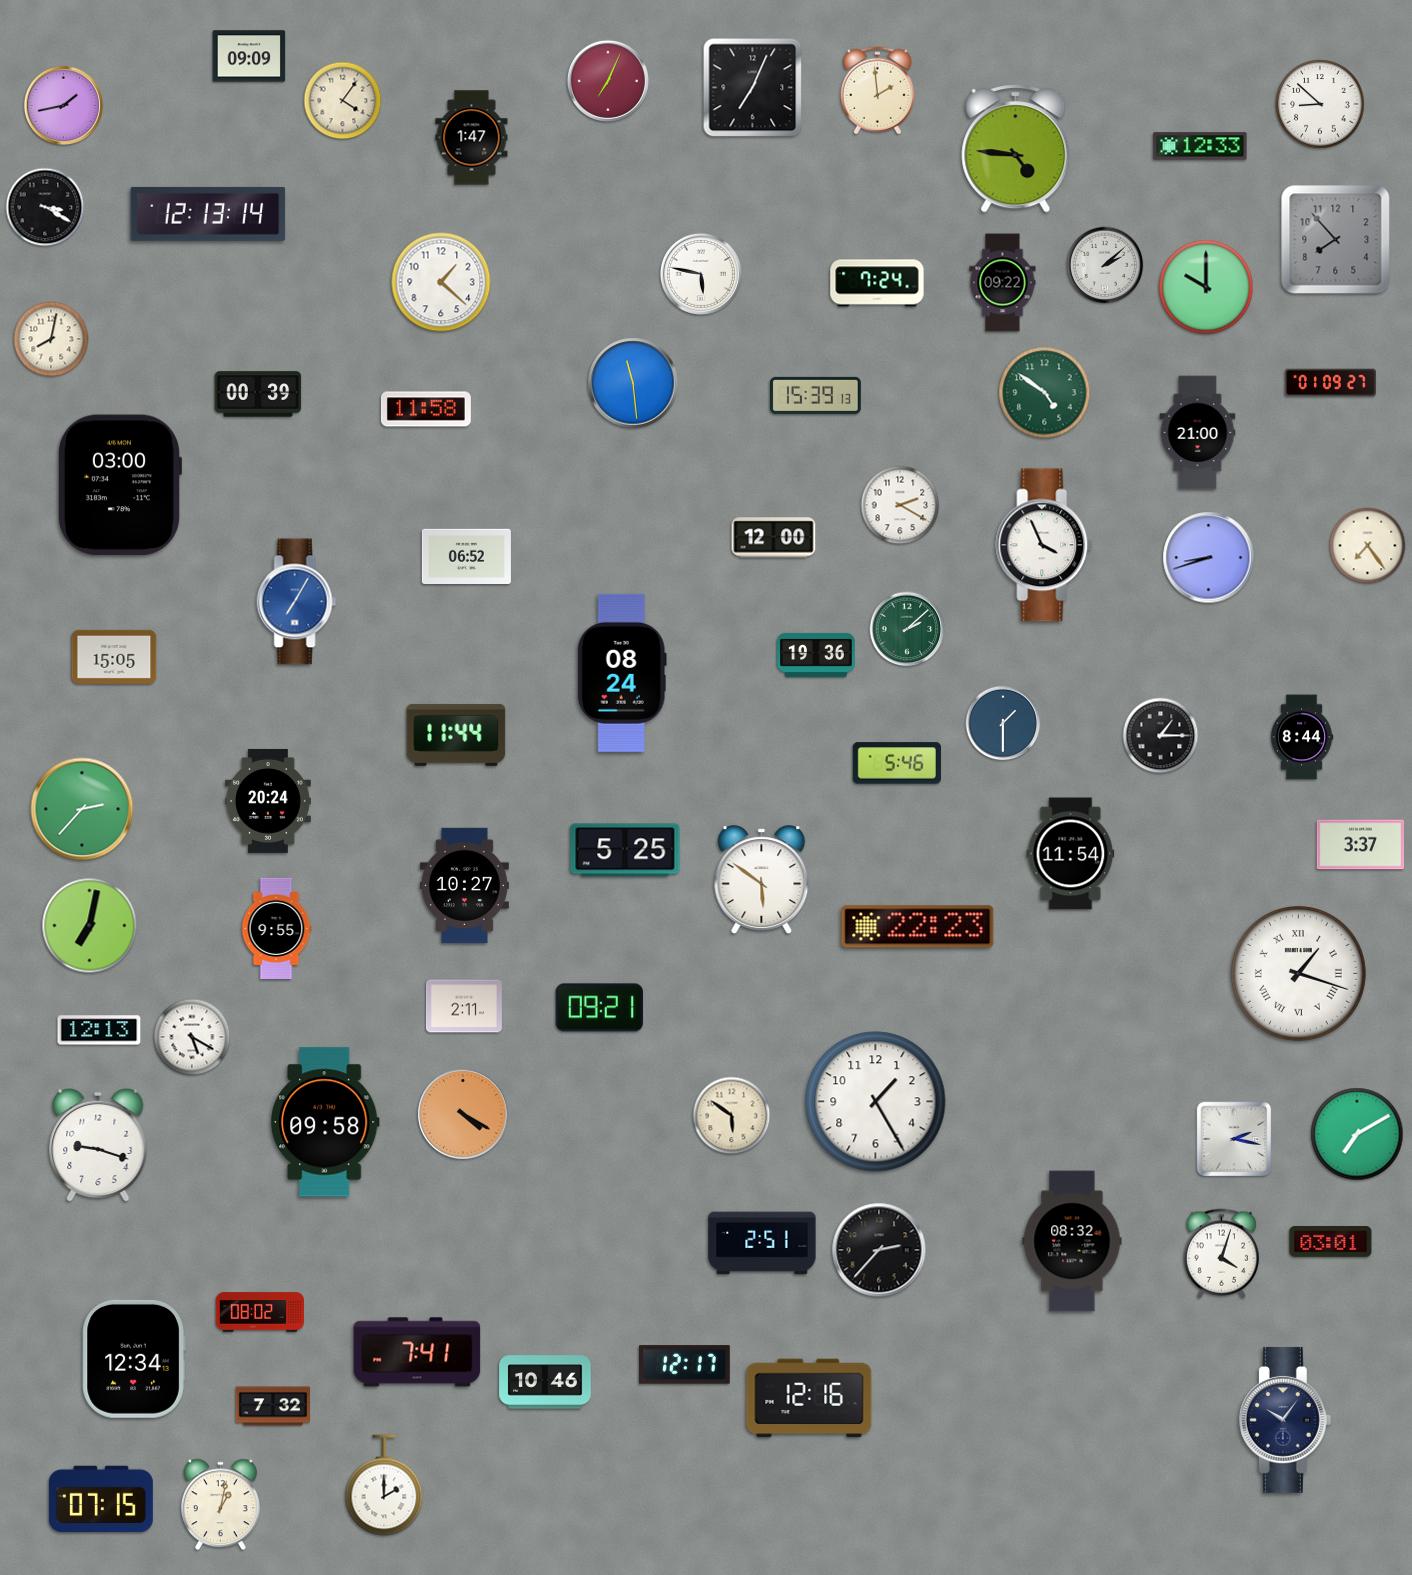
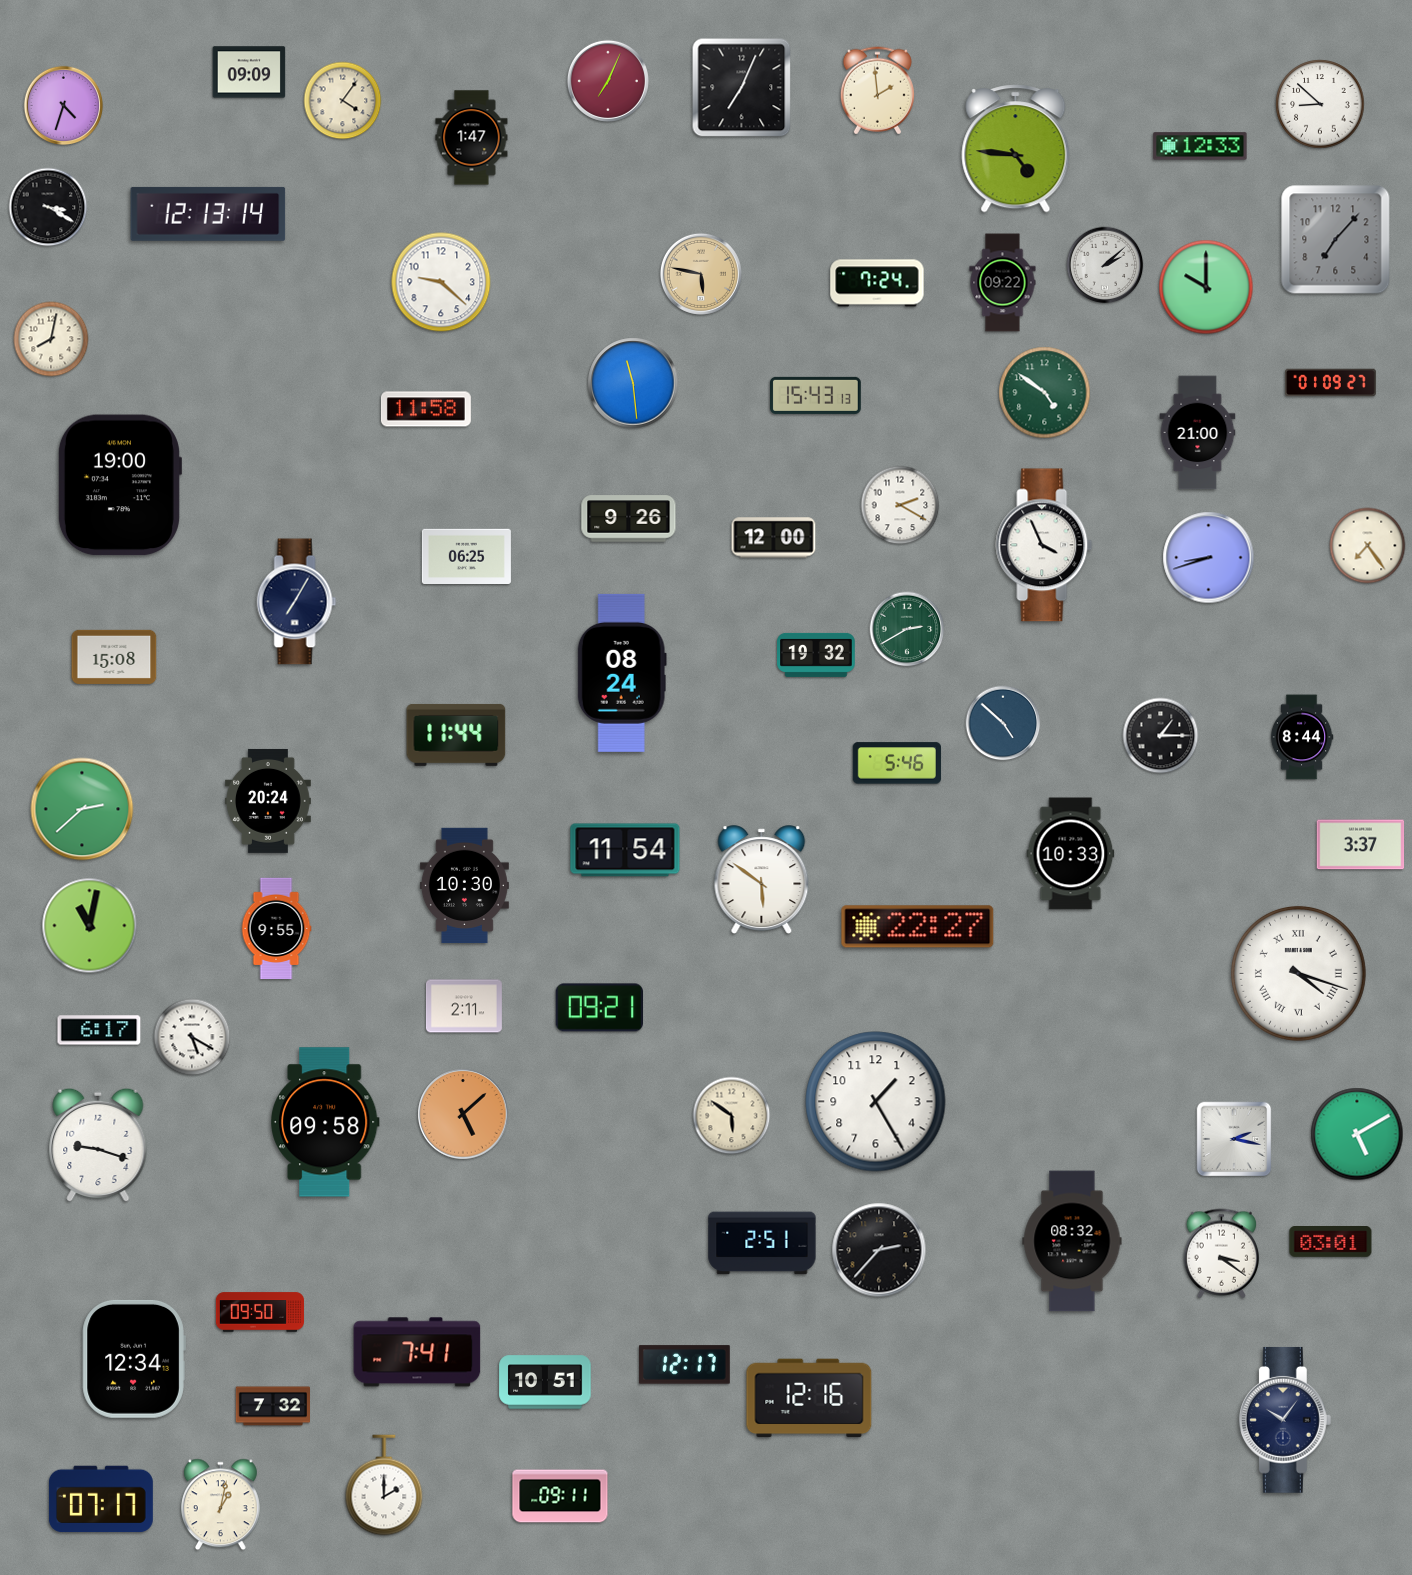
clock at (249, 56) position: (249, 56) -> (249, 72)
clock at (753, 88) position: (753, 88) -> (742, 88)
clock at (64, 106): 1:43 -> 4:33
clock at (45, 207) position: (45, 207) -> (48, 207)
clock at (1336, 240): 7:53 -> 7:07
clock at (701, 274) dial: white -> champagne
clock at (441, 282): 1:22 -> 9:22
clock at (258, 394): 00:39 -> none
clock at (816, 395): 15:39 -> 15:43
clock at (119, 485): 03:00 -> 19:00
clock at (629, 519): none -> 9:26
clock at (466, 556): 06:52 -> 06:25
clock at (297, 602) dial: blue -> navy
clock at (907, 629): 2:08 -> 2:40
clock at (816, 655): 19:36 -> 19:32
clock at (114, 657): 15:05 -> 15:08
clock at (1003, 723): 1:30 -> 4:52
clock at (82, 809): 2:37 -> 2:38
clock at (625, 850): 5:25 -> 11:54
clock at (1071, 854): 11:54 -> 10:33
clock at (464, 885): 10:27 -> 10:30
clock at (90, 926): 7:02 -> 11:02
clock at (918, 927): 22:23 -> 22:27
clock at (1298, 973): 1:18 -> 4:18
clock at (99, 1030): 12:13 -> 6:17
clock at (463, 1114): 4:20 -> 5:08
clock at (1357, 1134): 7:10 -> 5:10
clock at (1222, 1254): 4:03 -> 3:21
clock at (259, 1312): 08:02 -> 09:50
clock at (545, 1382): 10:46 -> 10:51
clock at (560, 1496): none -> 09:11
clock at (101, 1499): 07:15 -> 07:17
